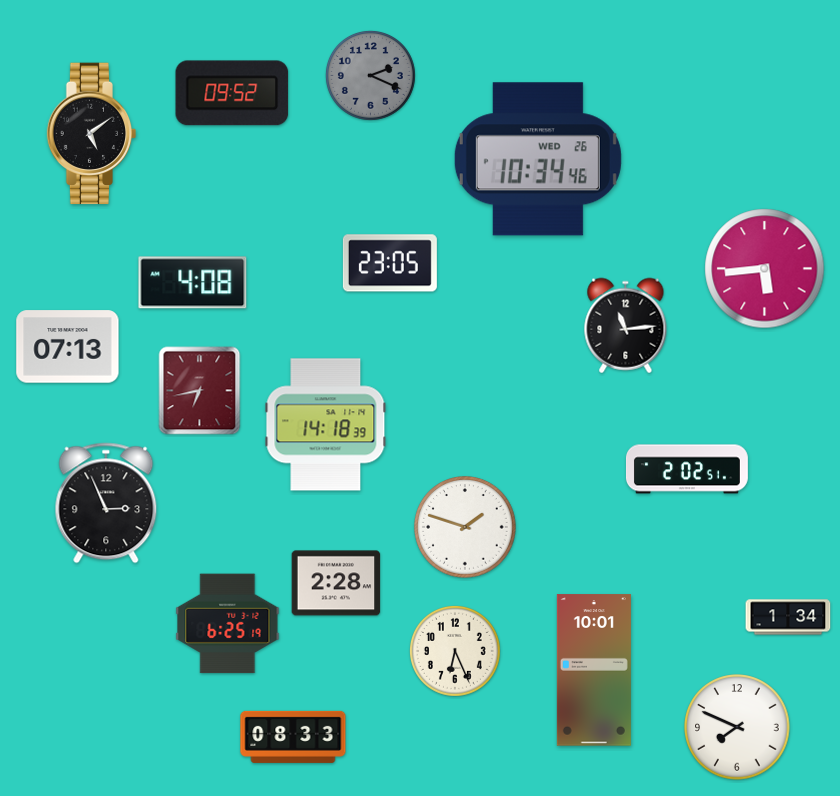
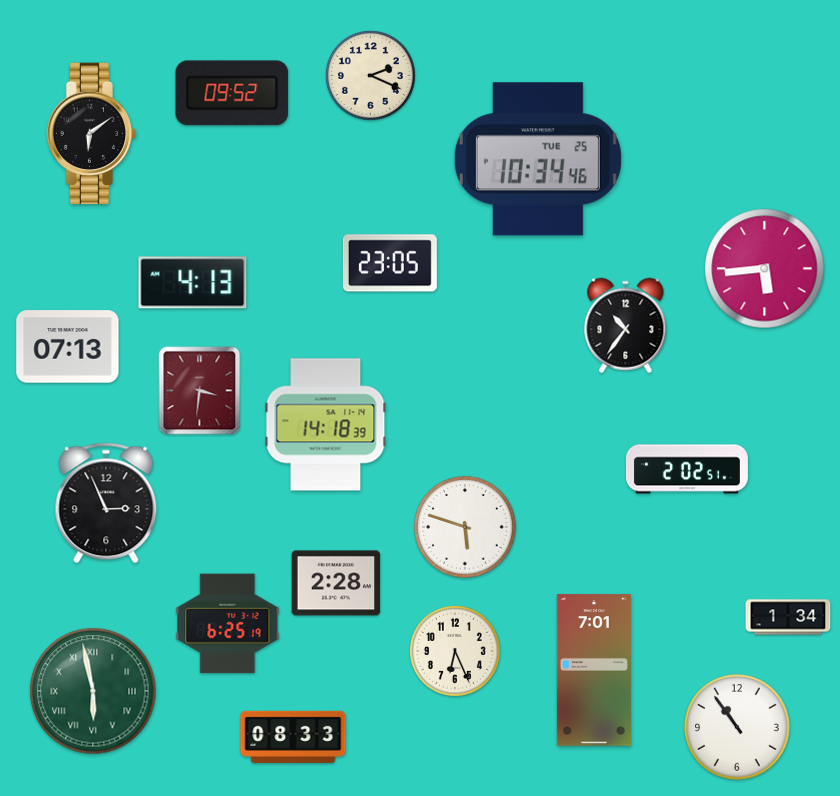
clock at (370, 75) dial: grey -> cream
clock at (92, 134): 5:09 -> 6:09
clock at (538, 159) date: WED 26 -> TUE 25
clock at (193, 283): 4:08 -> 4:13
clock at (626, 326): 11:14 -> 10:36
clock at (200, 391): 6:43 -> 3:31
clock at (465, 527): 1:48 -> 5:48
clock at (594, 670): 10:01 -> 7:01
clock at (93, 691): none -> 5:58
clock at (737, 727): 7:49 -> 10:54
